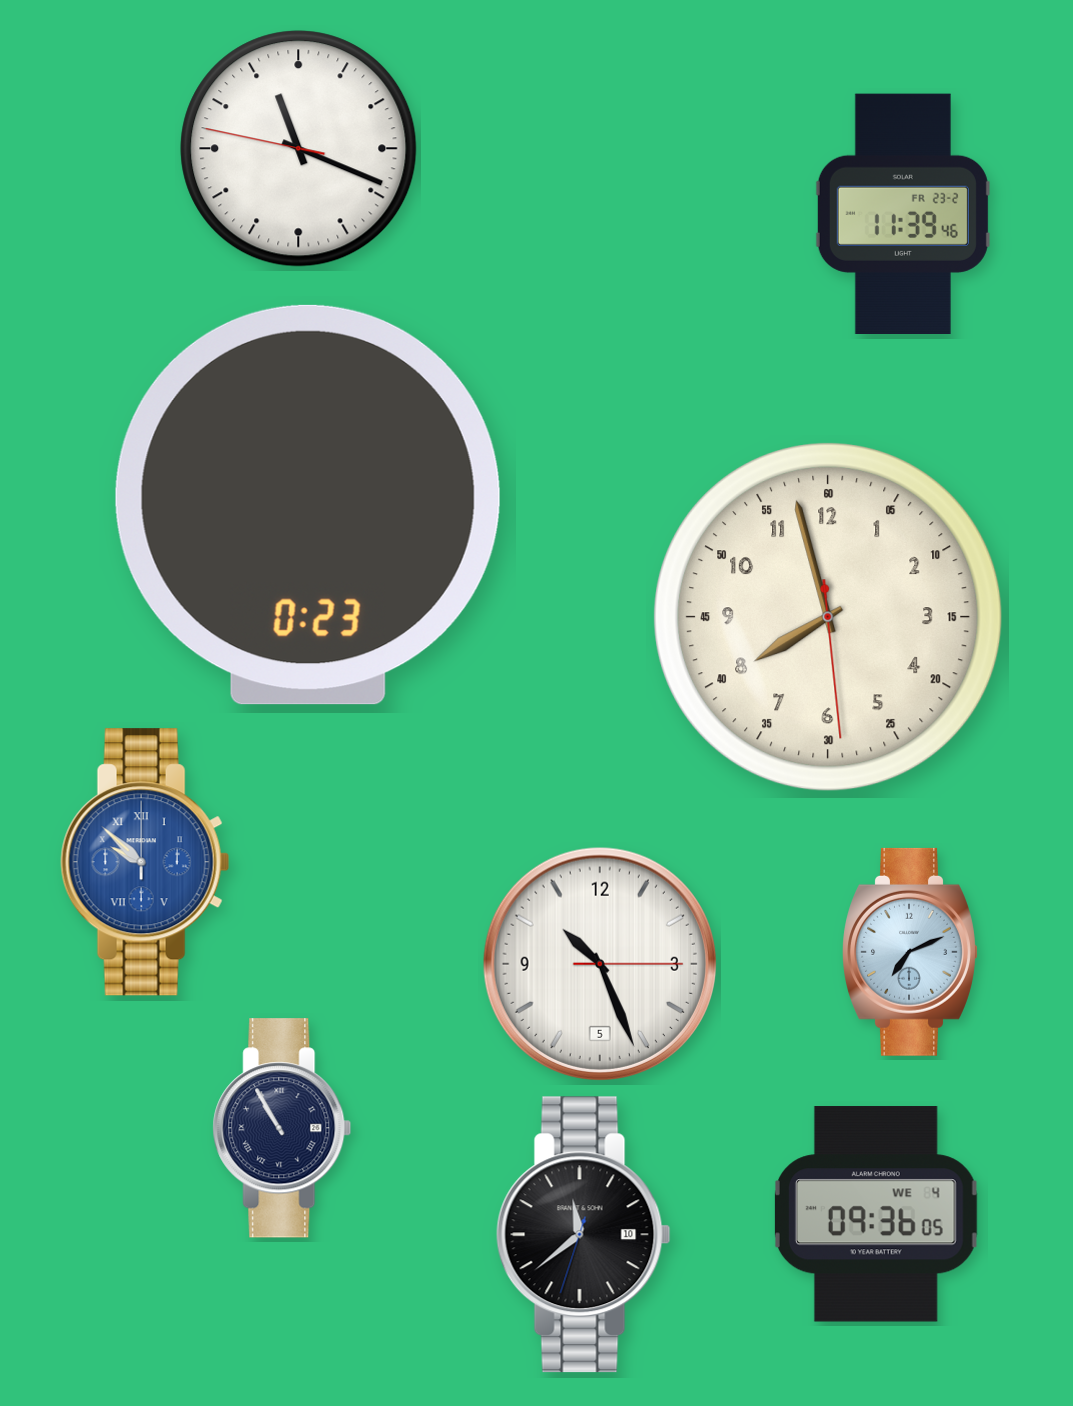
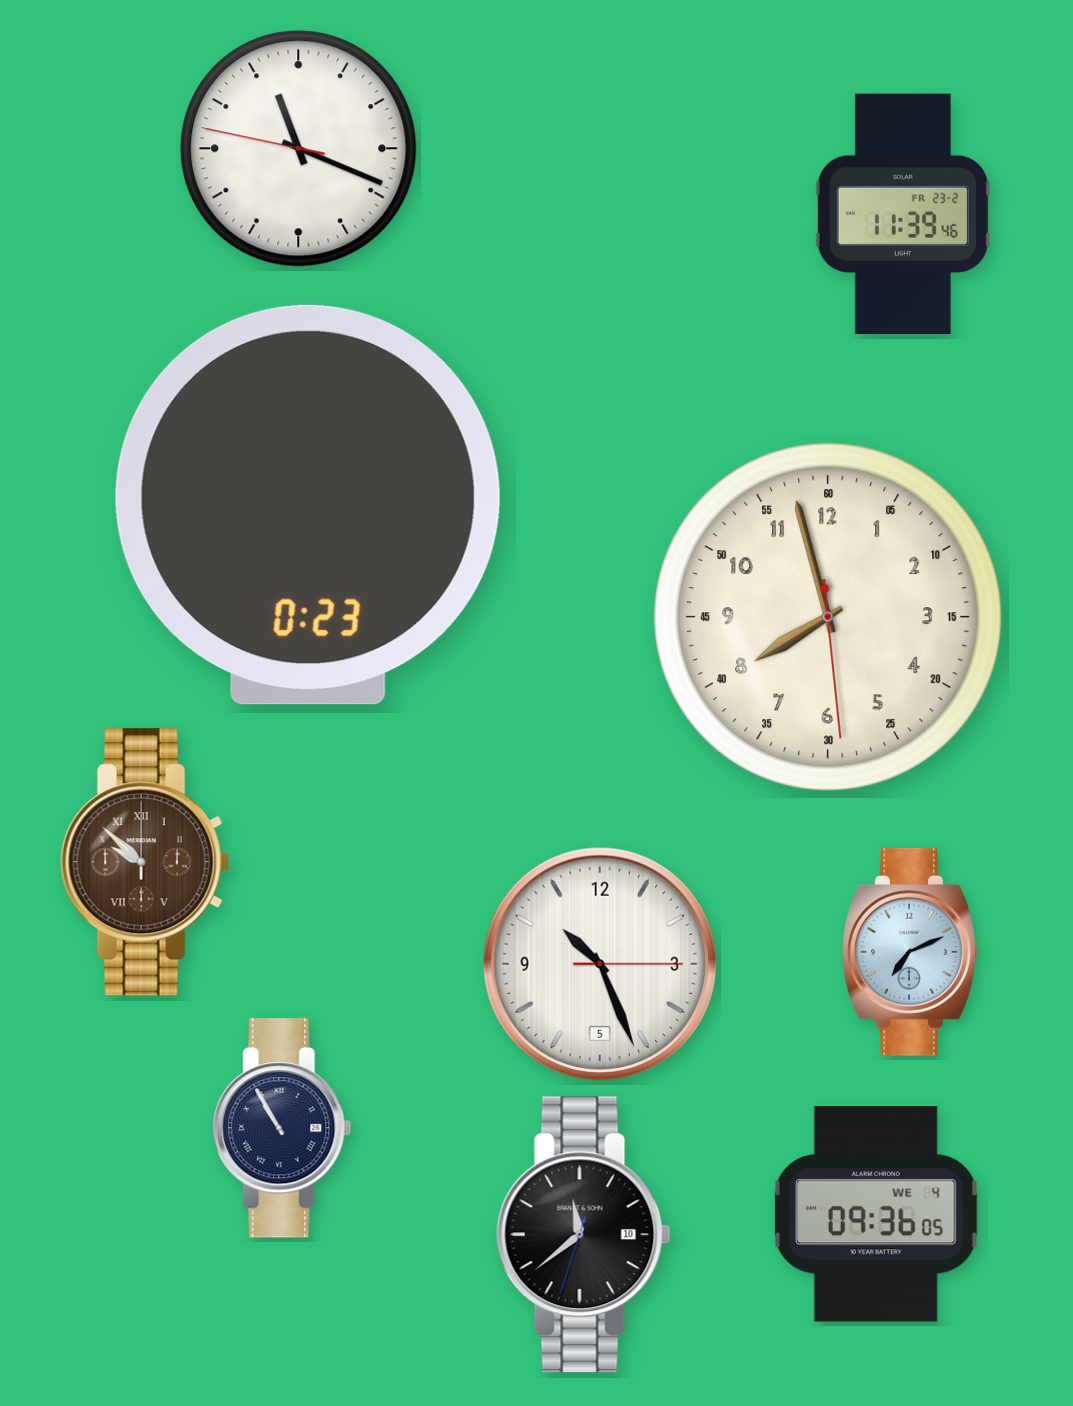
clock at (145, 862) dial: blue -> brown
